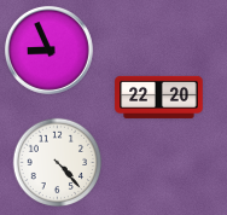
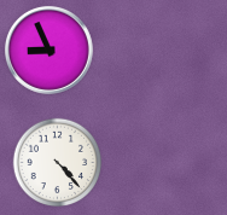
clock at (159, 97): 22:20 -> none
